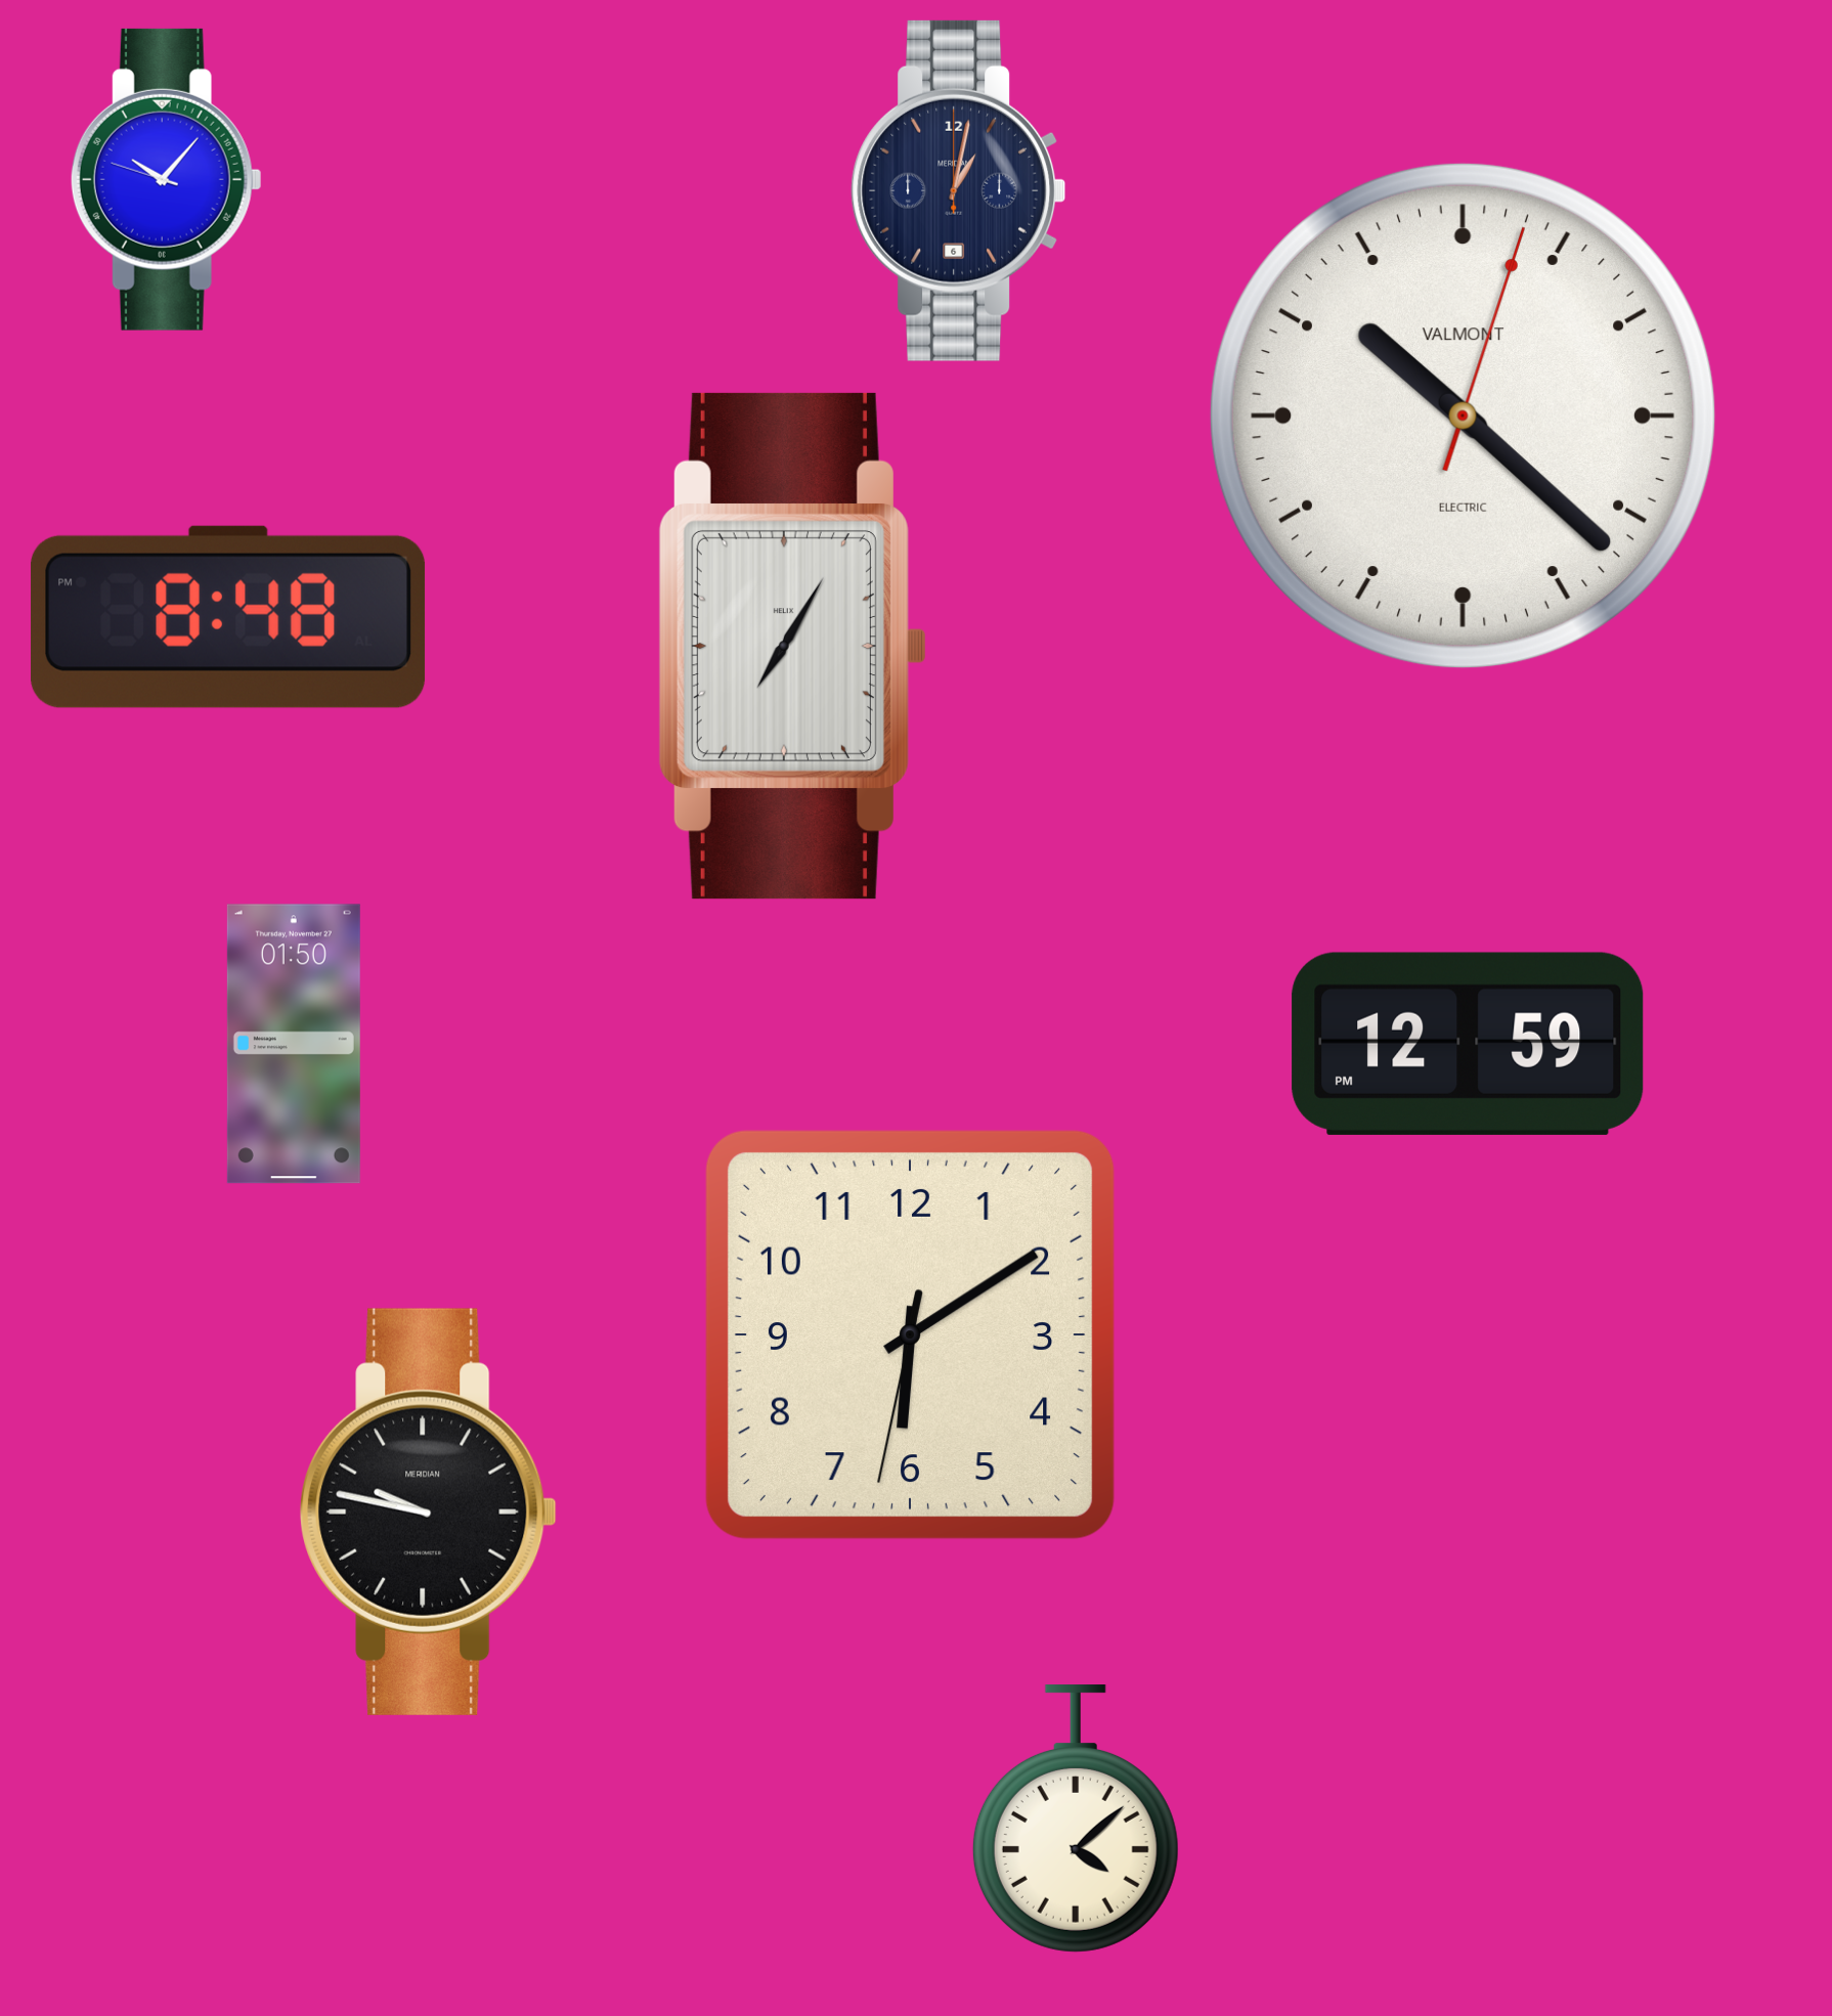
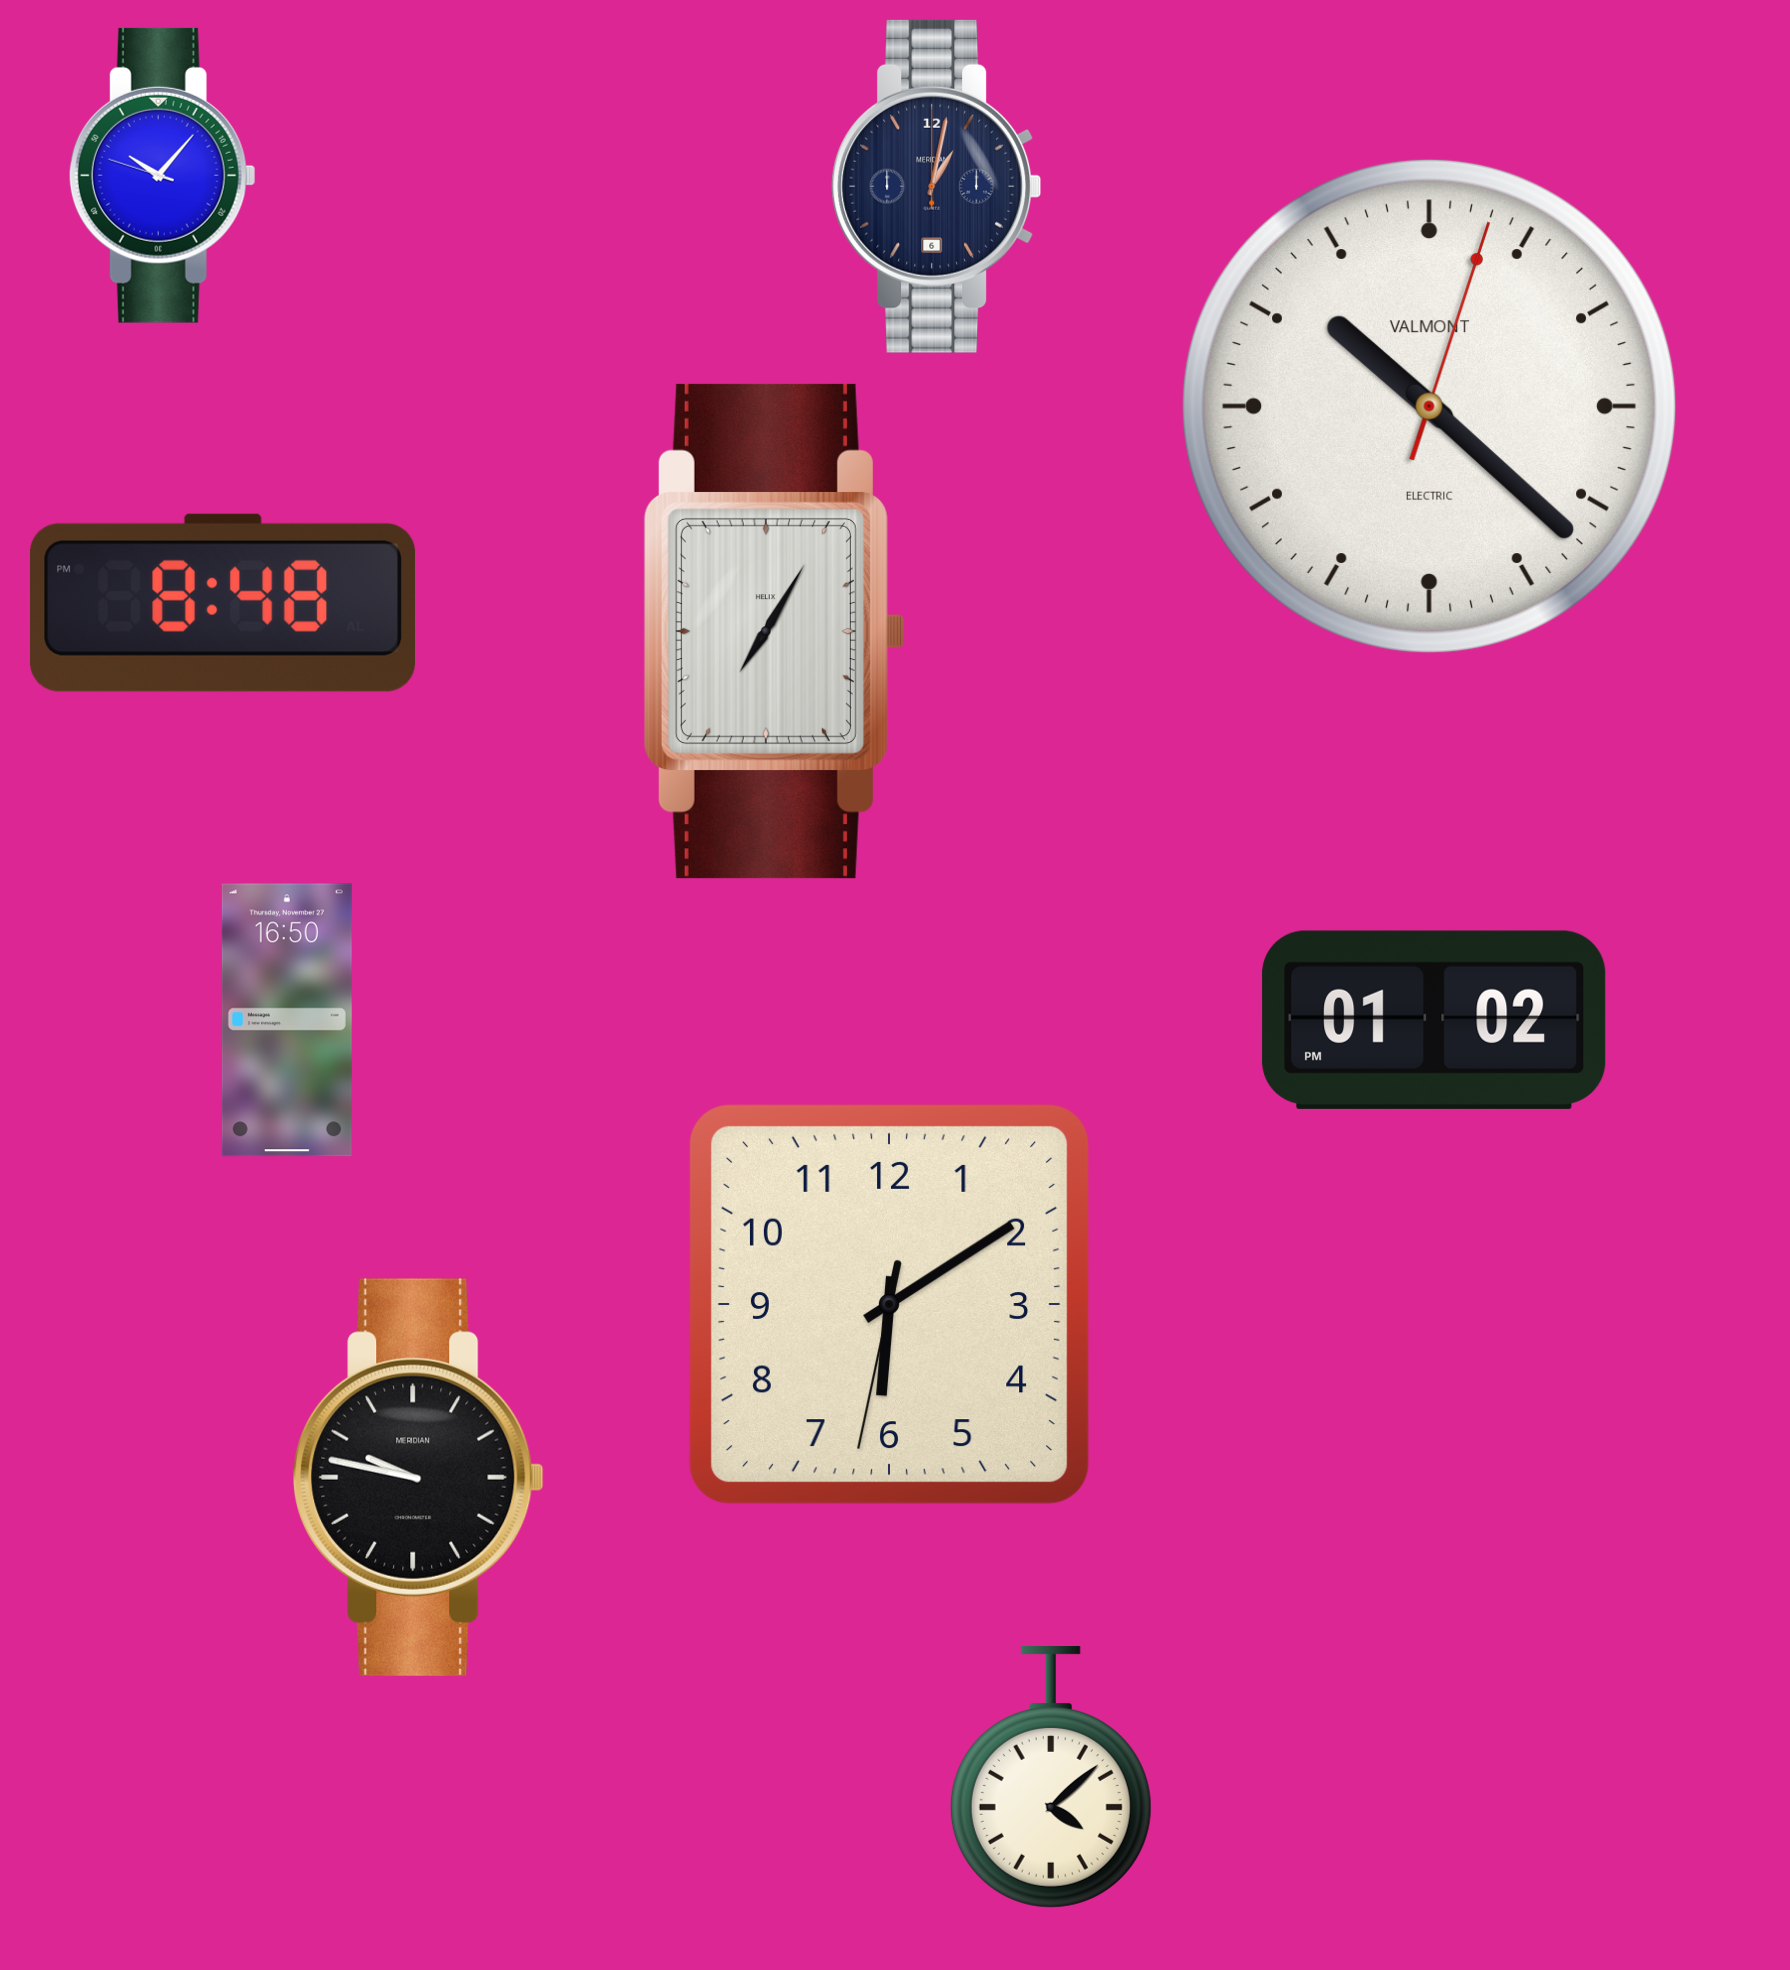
clock at (294, 1044): 01:50 -> 16:50
clock at (1468, 1044): 12:59 -> 01:02
